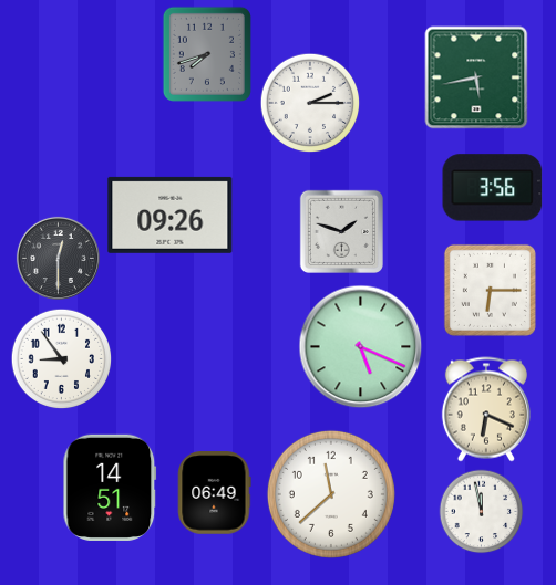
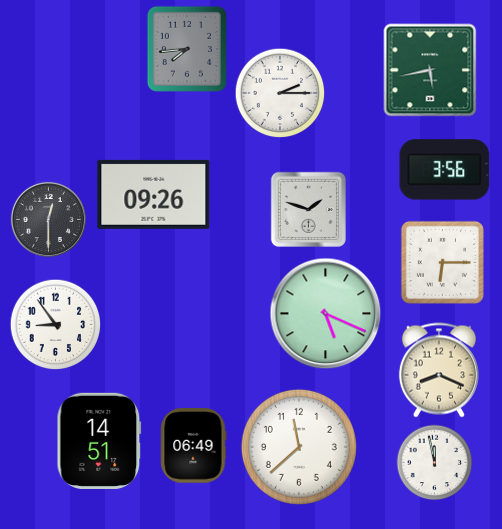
clock at (207, 54): 7:42 -> 7:44
clock at (58, 258) position: (58, 258) -> (48, 219)
clock at (486, 409): 6:19 -> 8:19
